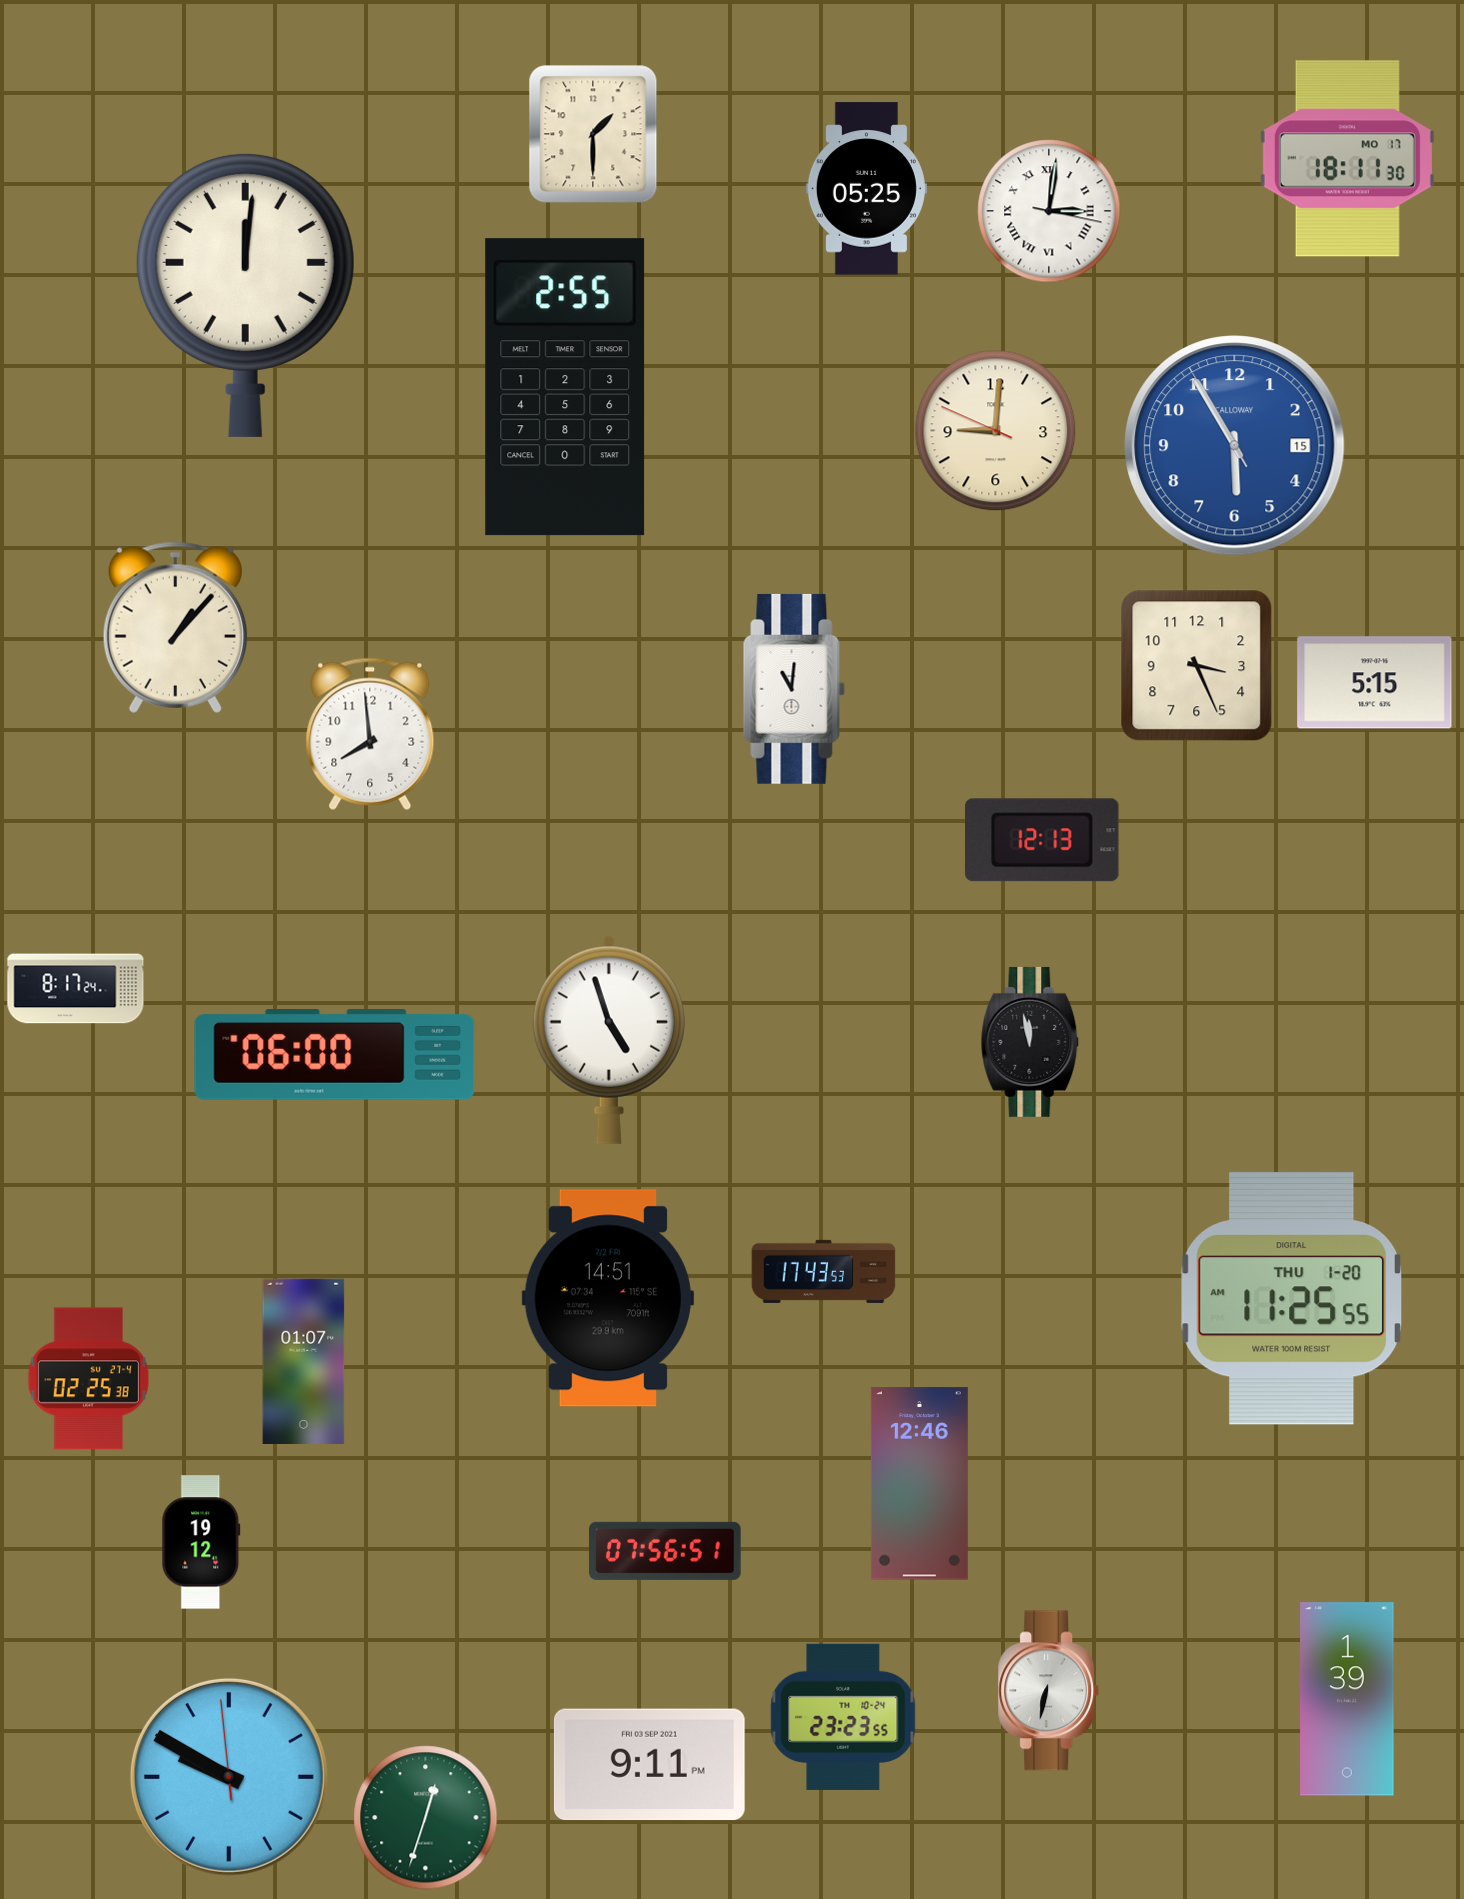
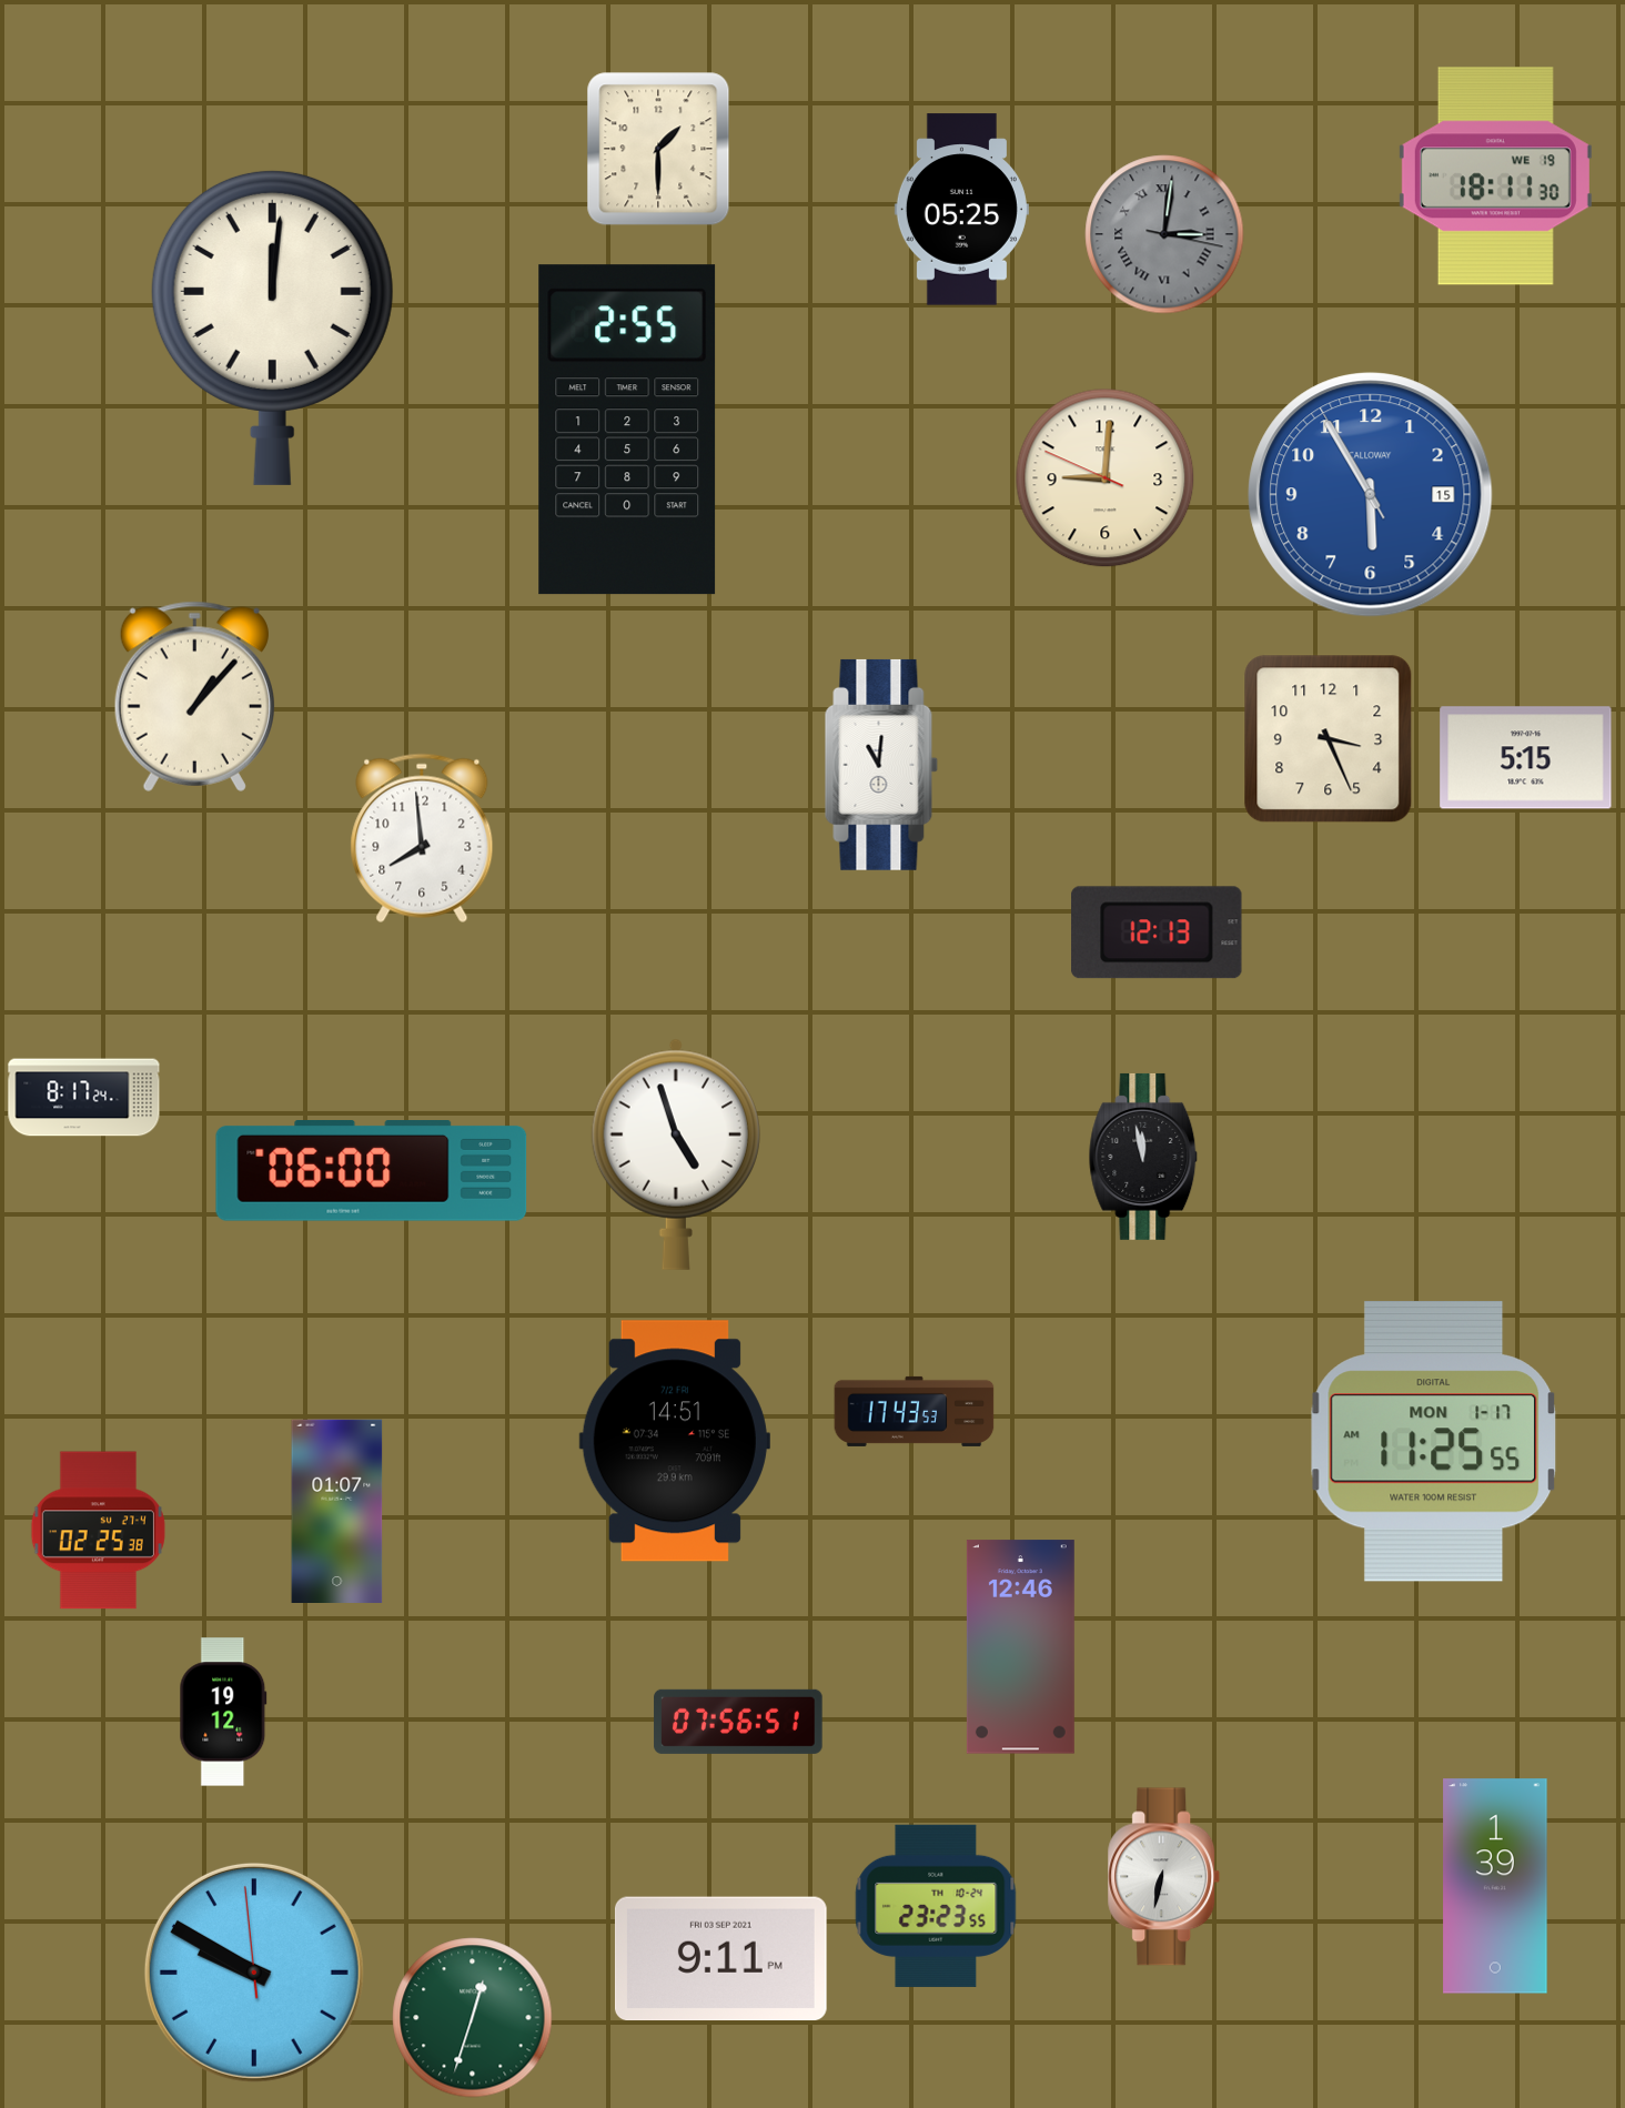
clock at (1347, 159) date: MO 17 -> WE 19
clock at (1049, 211) dial: white -> grey
clock at (370, 734) position: (370, 734) -> (422, 838)
clock at (1292, 1298) date: THU 1-20 -> MON 1-17
